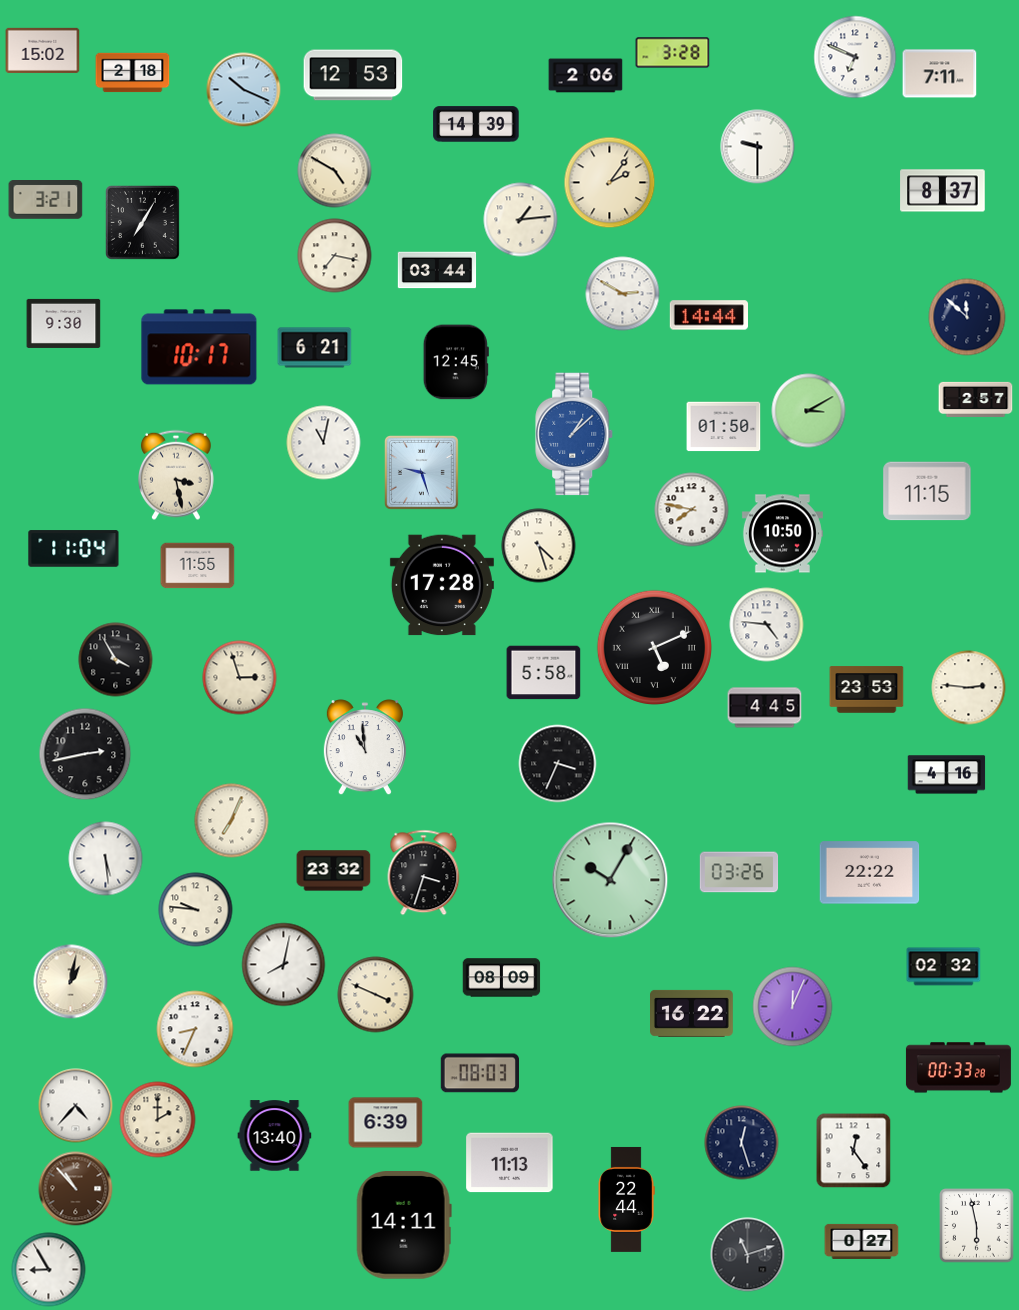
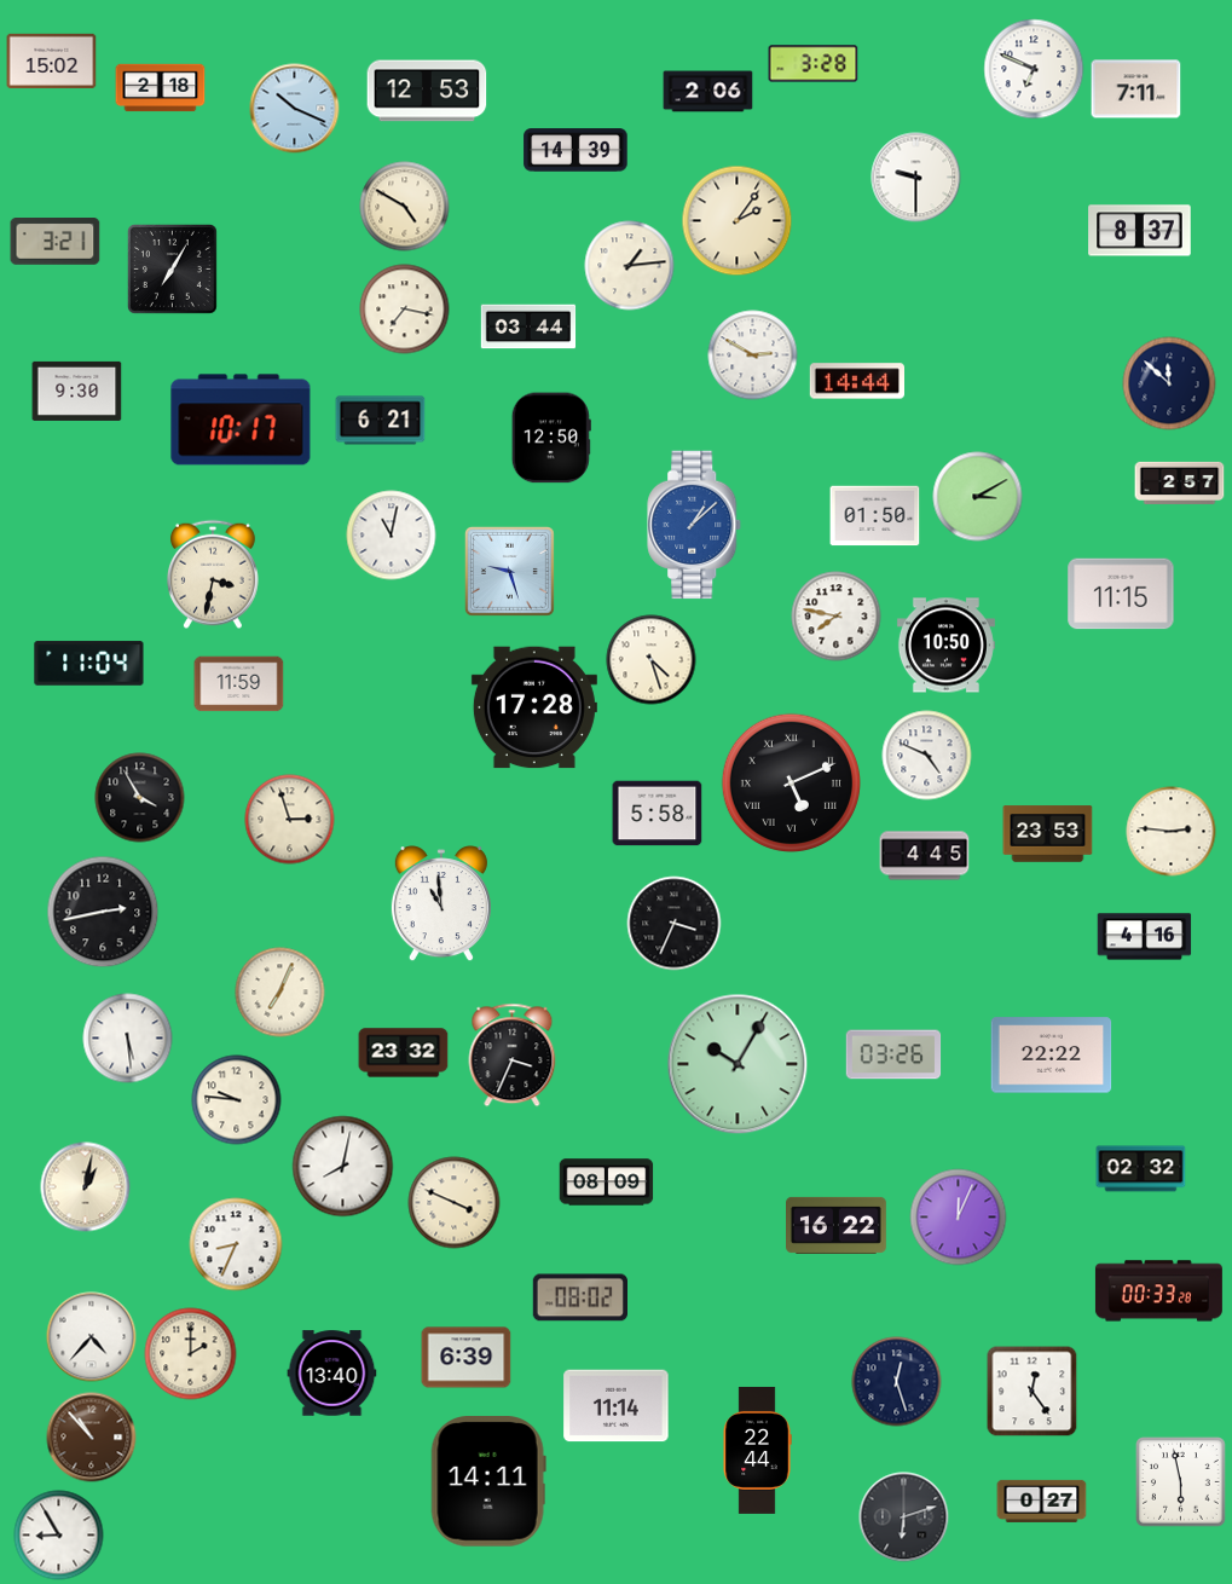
clock at (456, 362): 12:45 -> 12:50
clock at (177, 475): 3:28 -> 3:32
clock at (198, 566): 11:55 -> 11:59
clock at (767, 625): 4:46 -> 4:49
clock at (424, 873): 3:33 -> 3:34
clock at (479, 1073): 08:03 -> 08:02
clock at (510, 1163): 11:13 -> 11:14
clock at (748, 1255): 11:12 -> 6:12
